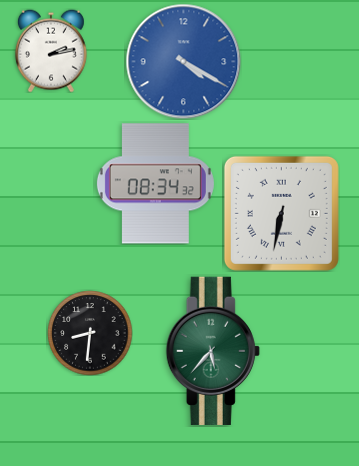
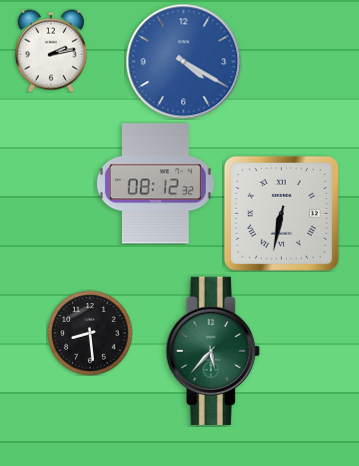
clock at (155, 184): 08:34 -> 08:12
clock at (90, 333): 8:31 -> 8:29
